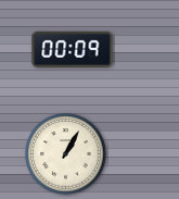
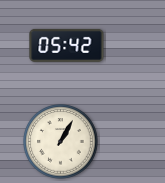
clock at (73, 49): 00:09 -> 05:42
